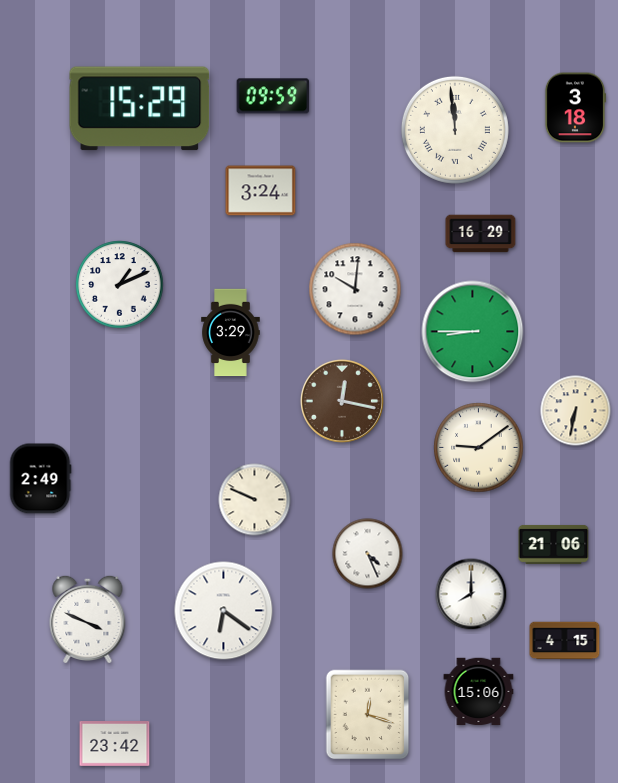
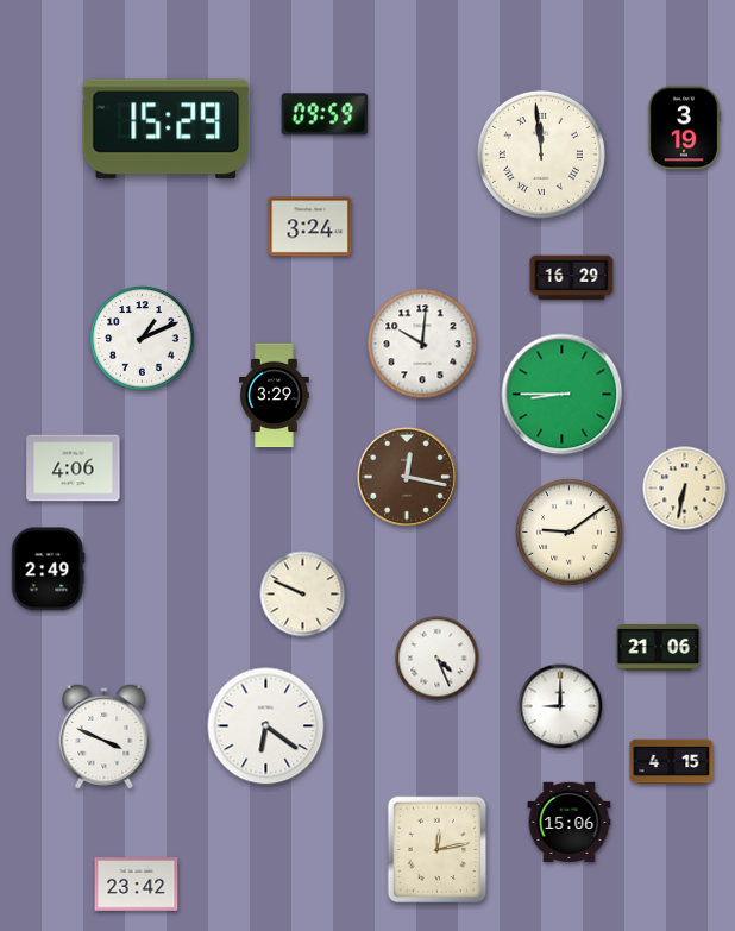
clock at (575, 108): 3:18 -> 3:19
clock at (74, 468): none -> 4:06
clock at (471, 594): 8:00 -> 9:00
clock at (368, 715): 12:18 -> 12:13
